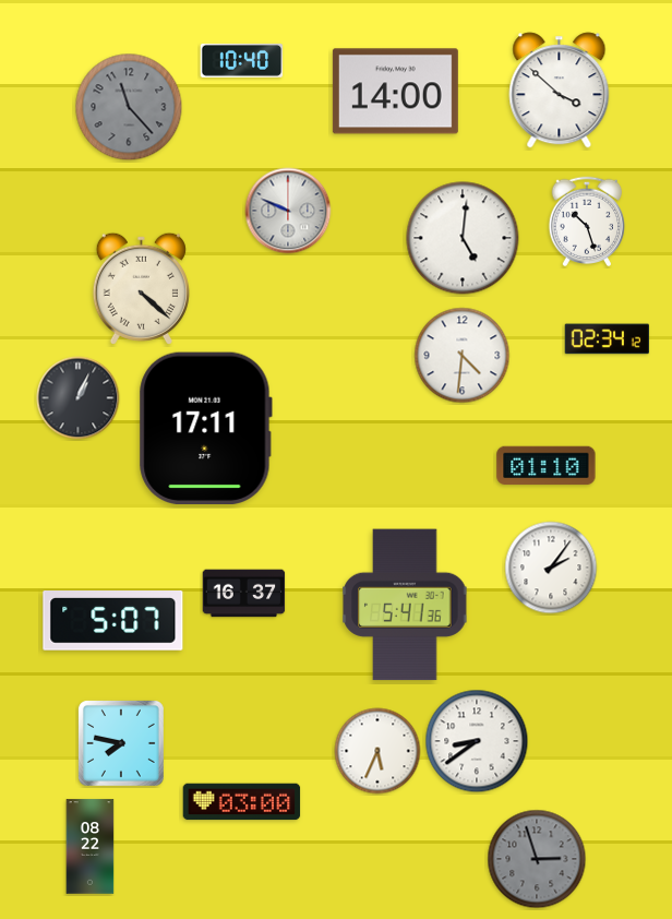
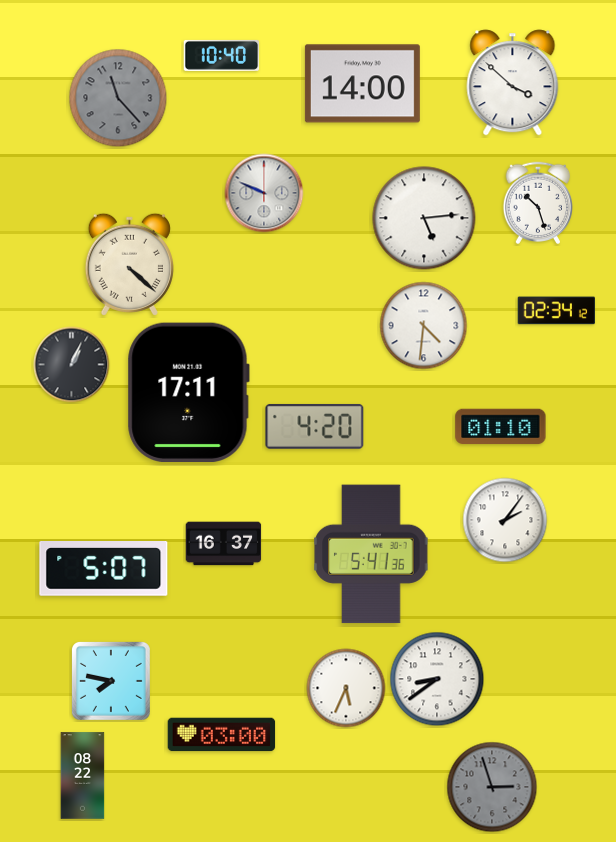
clock at (463, 238): 5:01 -> 5:14
clock at (315, 426): none -> 4:20
